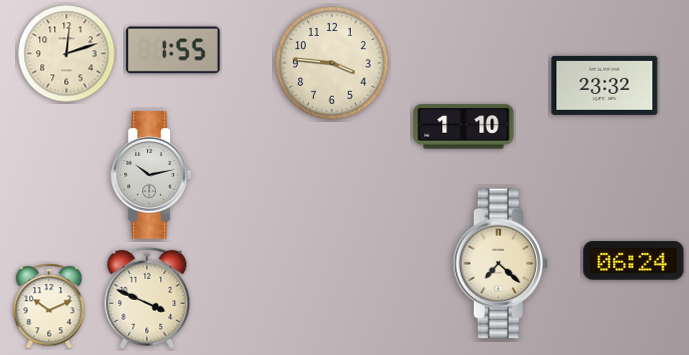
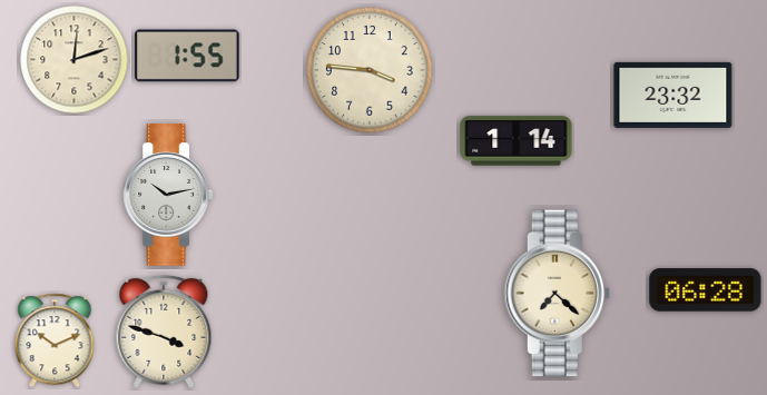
clock at (173, 50) position: (173, 50) -> (187, 56)
clock at (464, 127): 1:10 -> 1:14
clock at (634, 261): 06:24 -> 06:28
clock at (147, 298): 3:49 -> 3:48
